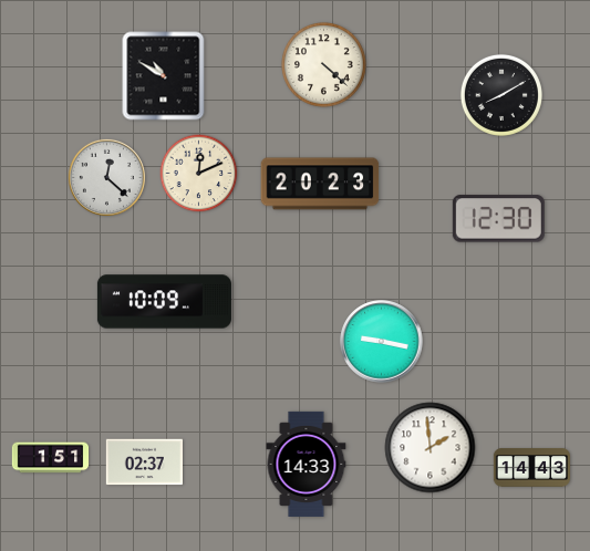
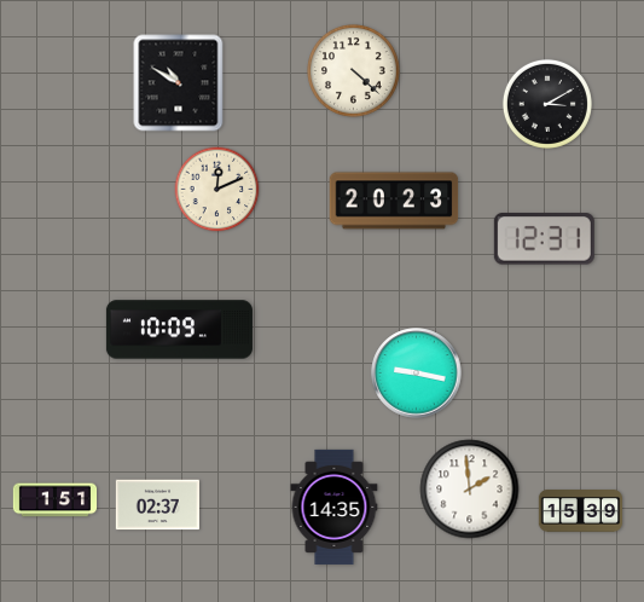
clock at (501, 95): 8:10 -> 3:10
clock at (106, 177): 12:22 -> none
clock at (320, 184) position: (320, 184) -> (394, 201)
clock at (498, 219): 12:30 -> 12:31
clock at (307, 464): 14:33 -> 14:35
clock at (532, 468): 14:43 -> 15:39
